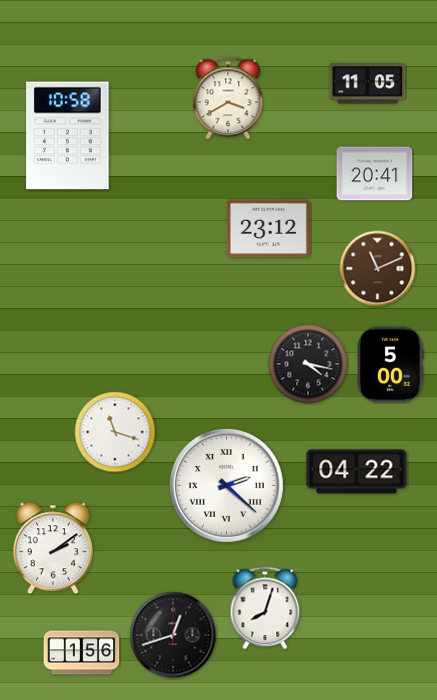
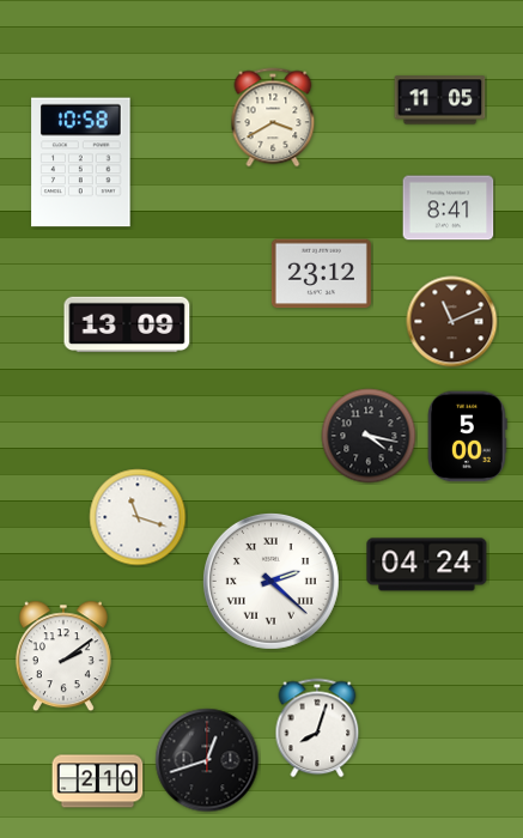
clock at (375, 174): 20:41 -> 8:41
clock at (127, 324): none -> 13:09
clock at (357, 472): 04:22 -> 04:24
clock at (82, 653): 1:56 -> 2:10
